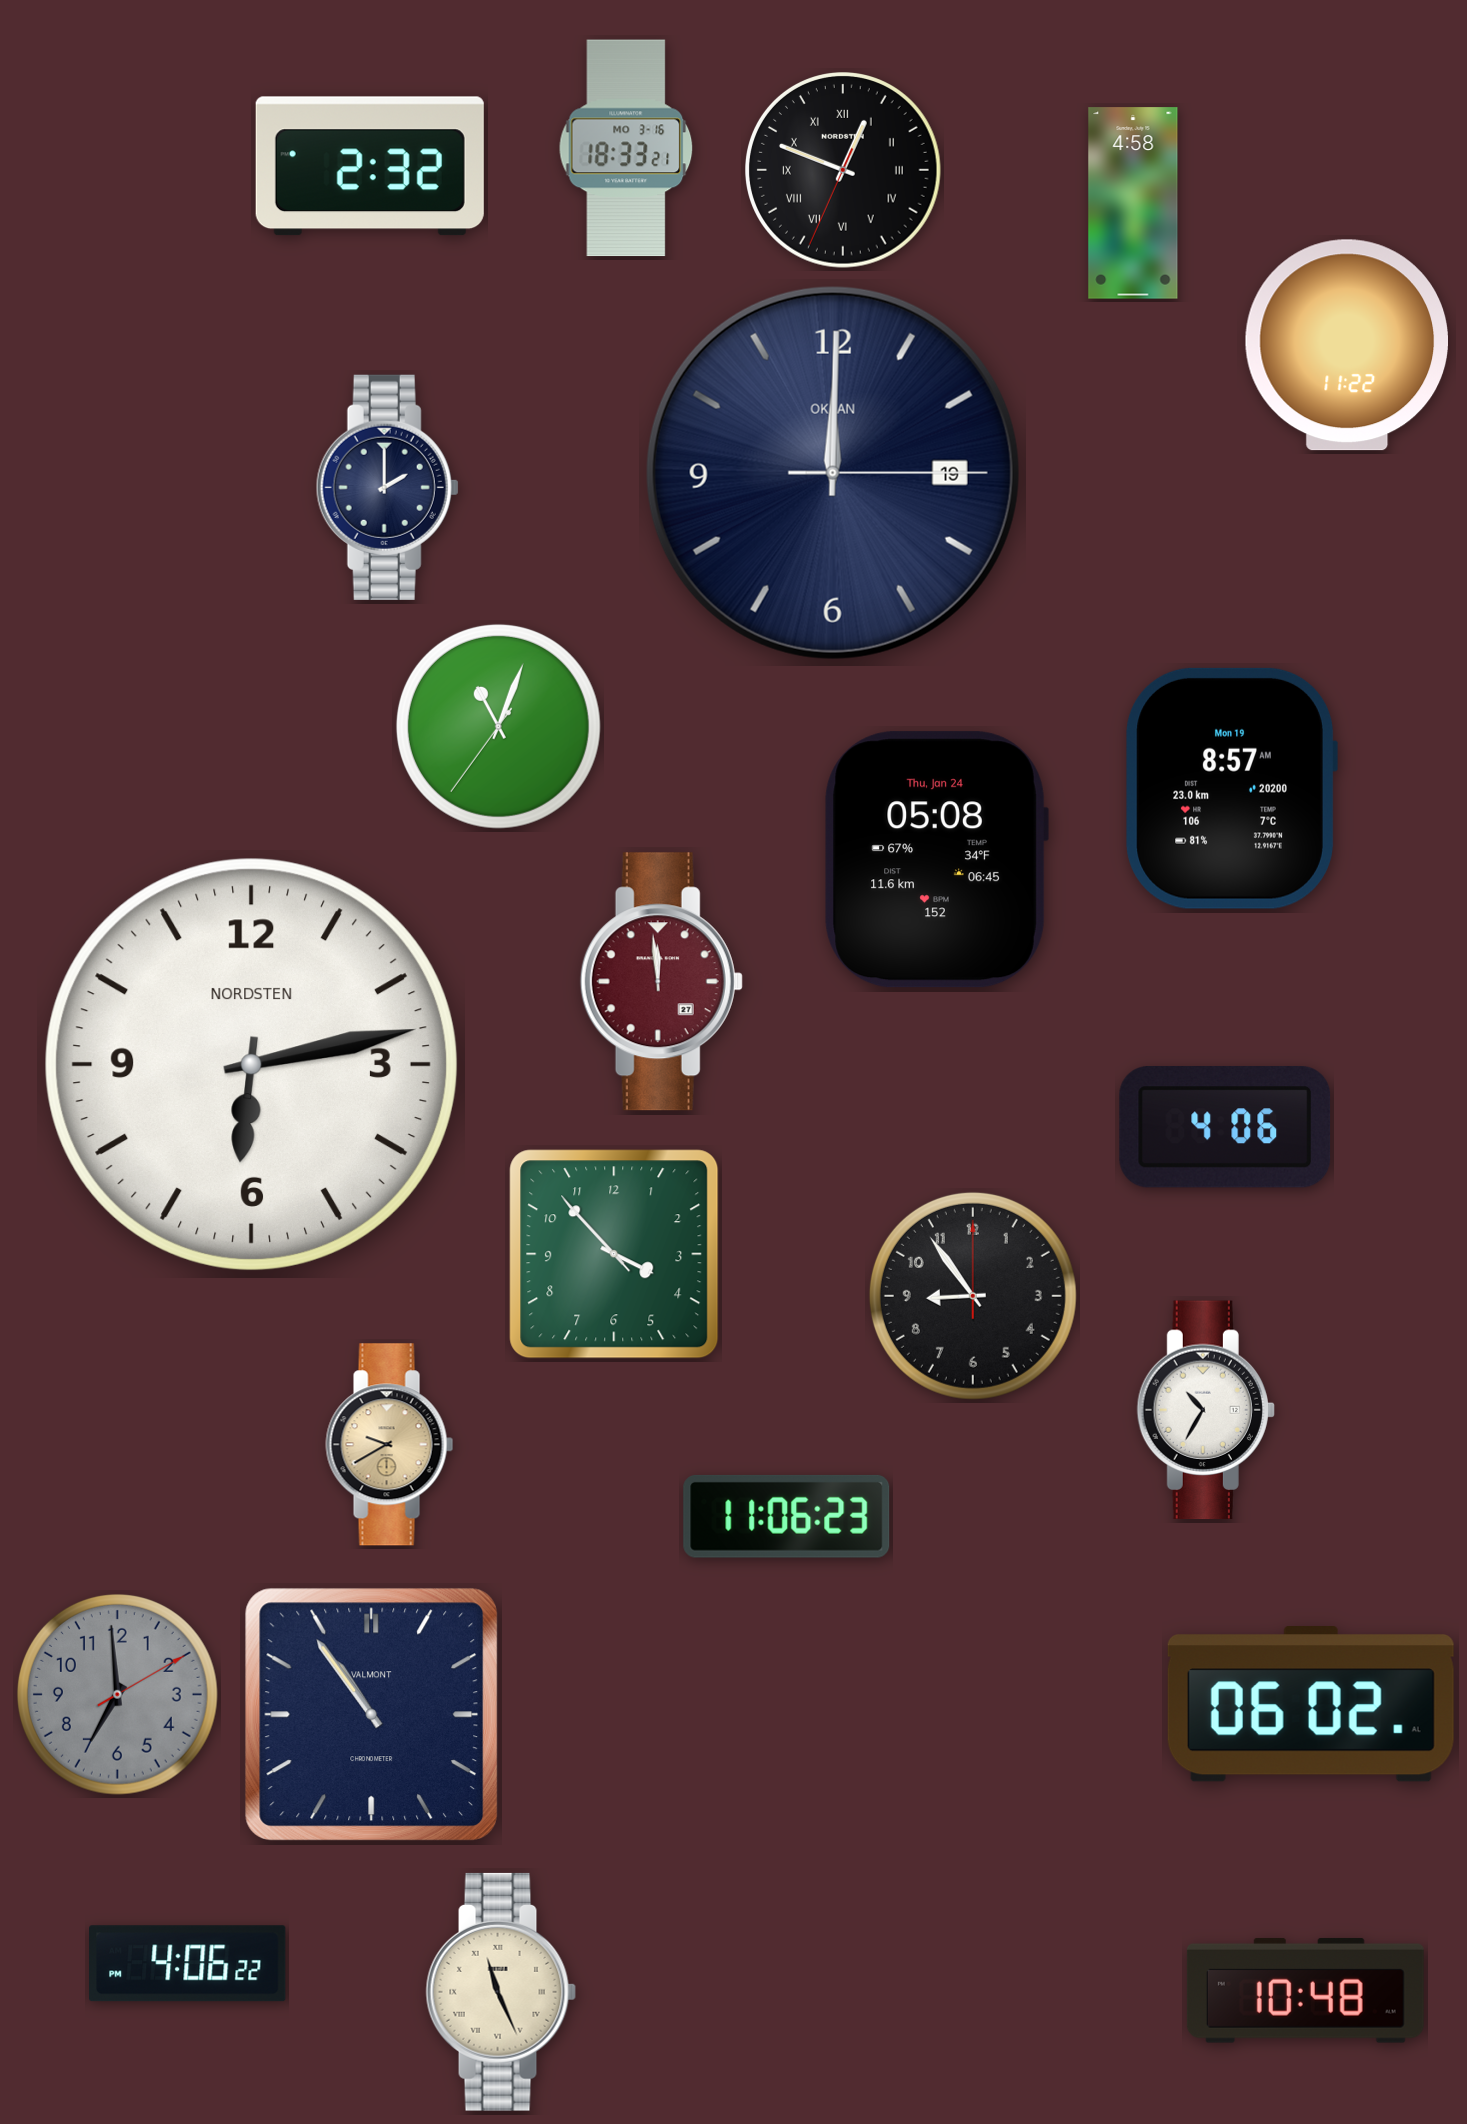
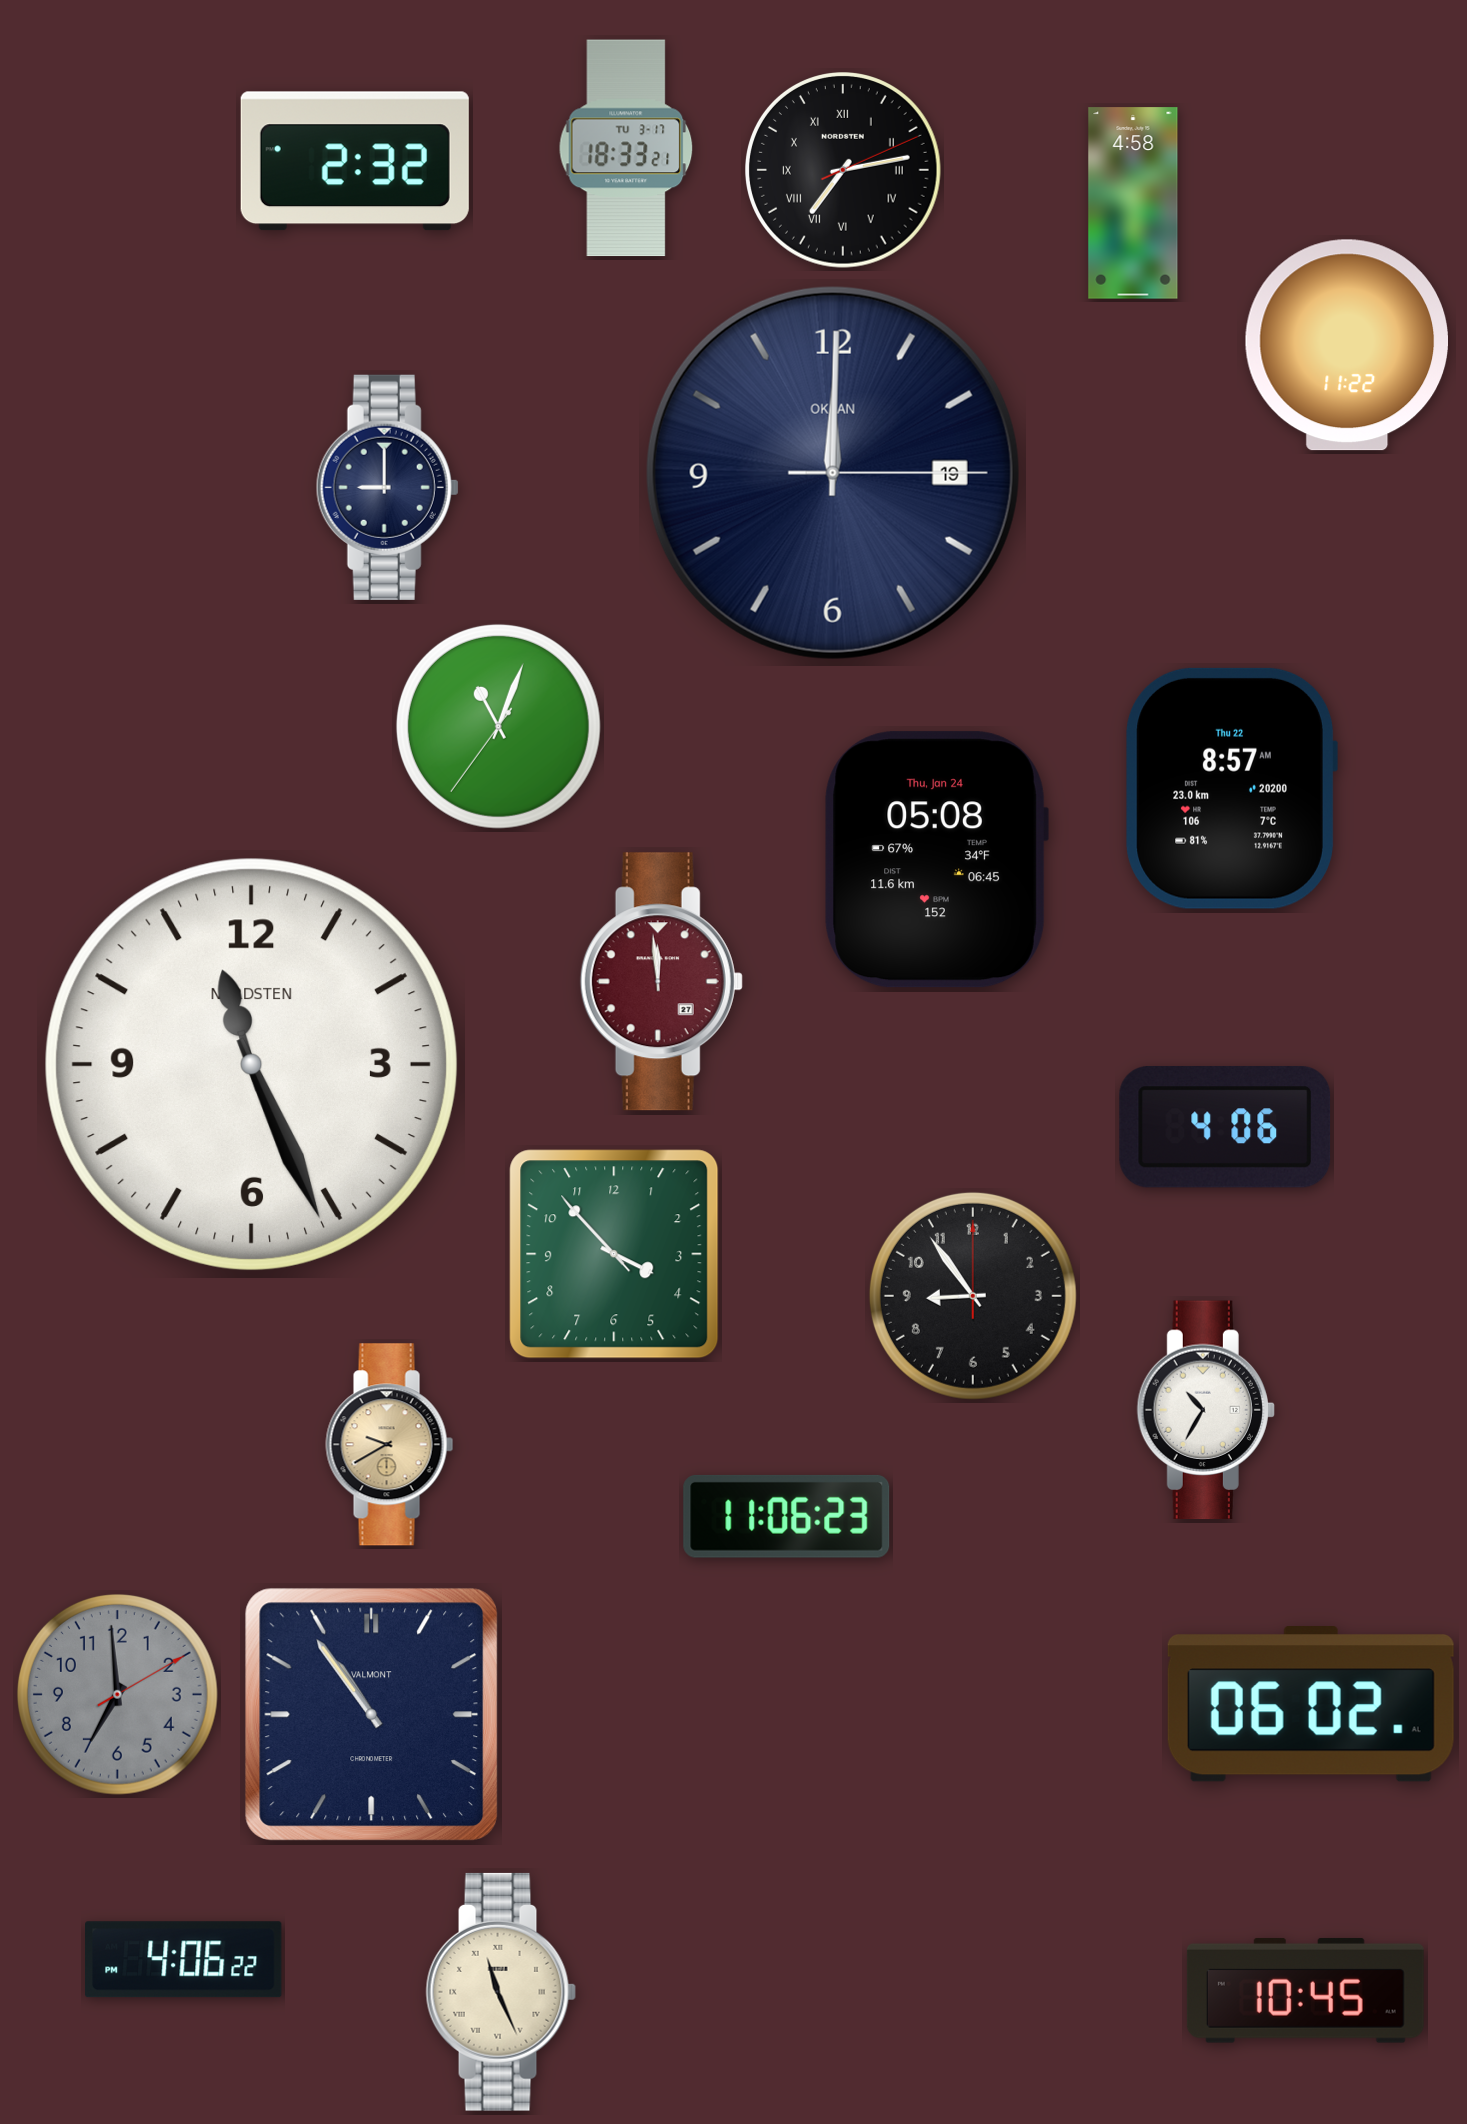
clock at (626, 148) date: MO 3-16 -> TU 3-17
clock at (370, 166) position: (370, 166) -> (355, 161)
clock at (844, 171): 12:48 -> 7:13
clock at (387, 487): 2:00 -> 9:00
clock at (1231, 788) date: Mon 19 -> Thu 22
clock at (251, 1064): 6:13 -> 11:26
clock at (188, 1964) position: (188, 1964) -> (184, 1960)
clock at (1305, 1990): 10:48 -> 10:45
